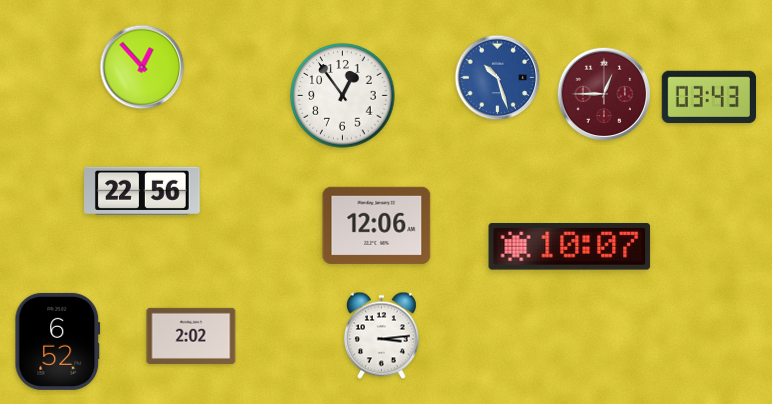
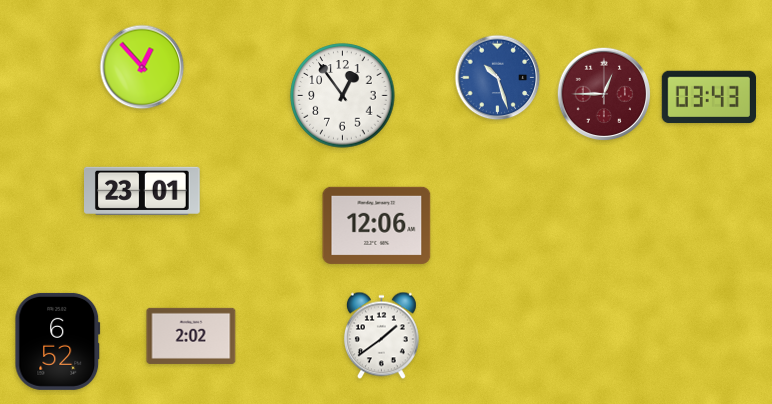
clock at (143, 191): 22:56 -> 23:01
clock at (570, 247): 10:07 -> none
clock at (381, 336): 3:14 -> 1:39
